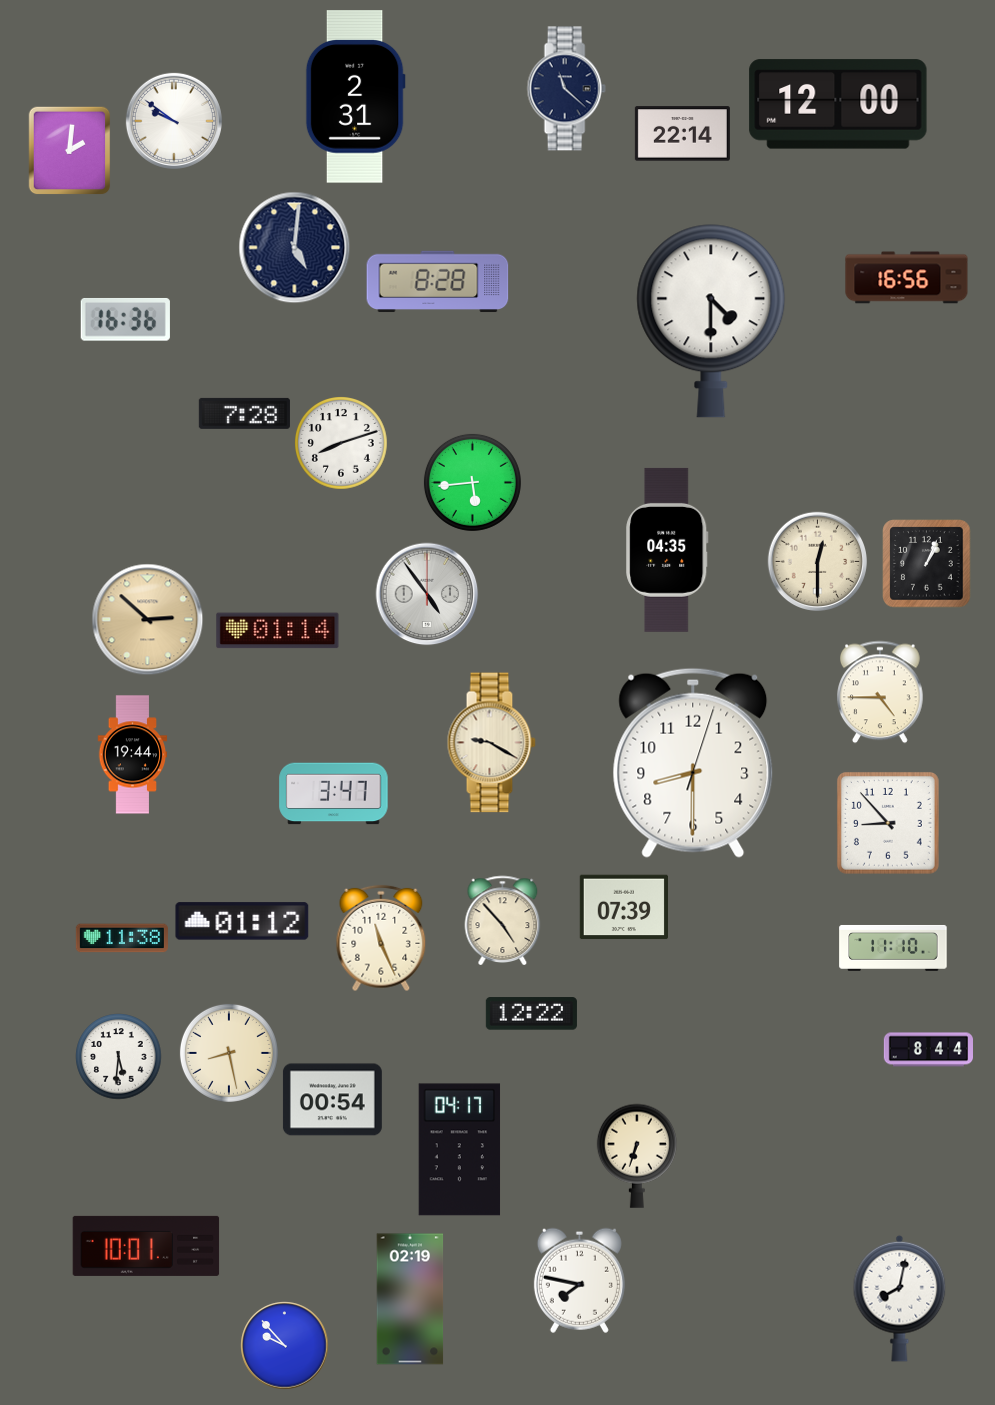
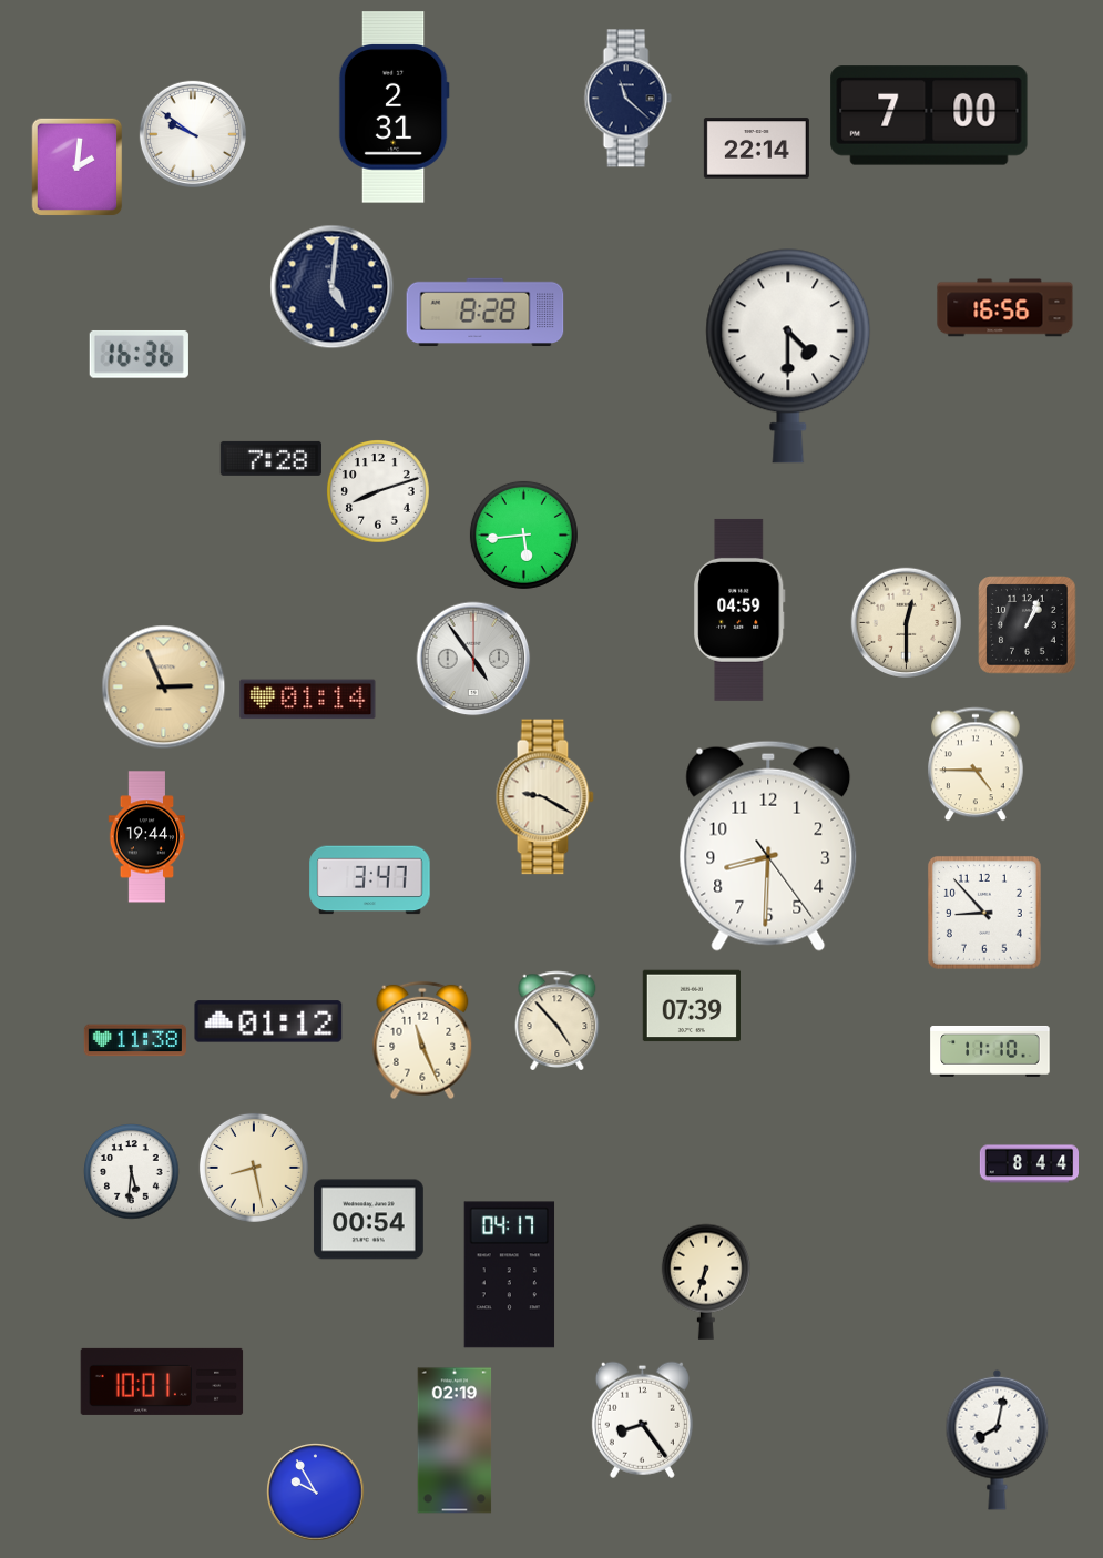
clock at (838, 104): 12:00 -> 7:00
clock at (294, 247) position: (294, 247) -> (331, 286)
clock at (667, 550): 04:35 -> 04:59
clock at (147, 619): 2:52 -> 2:56
clock at (881, 692) position: (881, 692) -> (977, 764)
clock at (491, 743) position: (491, 743) -> (544, 797)
clock at (693, 763): 8:30:03 -> 8:30:24
clock at (531, 1014): 12:22 -> none
clock at (579, 1280): 7:47 -> 8:24
clock at (284, 1345): 9:53 -> 9:55
